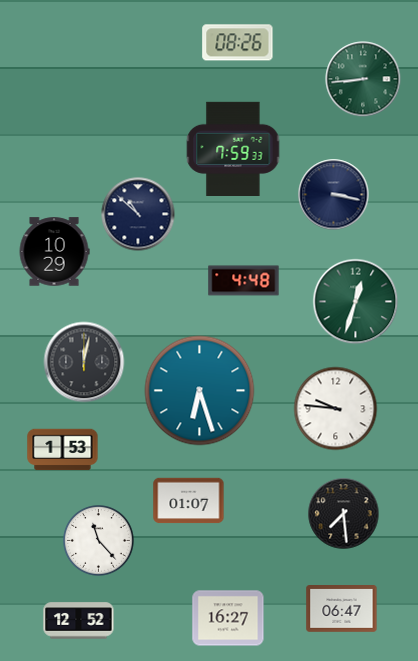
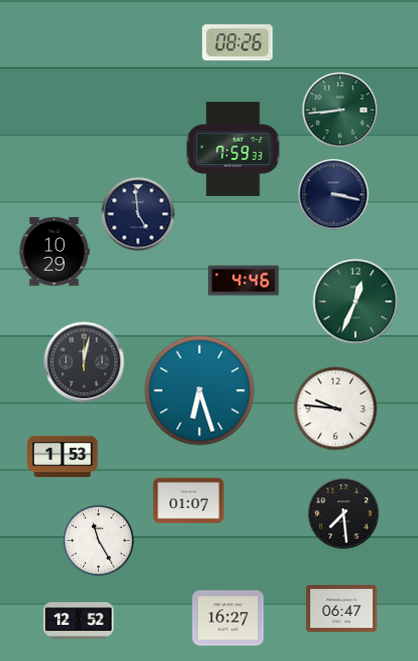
clock at (363, 79) position: (363, 79) -> (340, 110)
clock at (138, 214): 10:52 -> 4:59
clock at (244, 281): 4:48 -> 4:46
clock at (356, 302): 12:33 -> 12:34
clock at (63, 450) position: (63, 450) -> (63, 457)
clock at (99, 541): 11:23 -> 11:25
